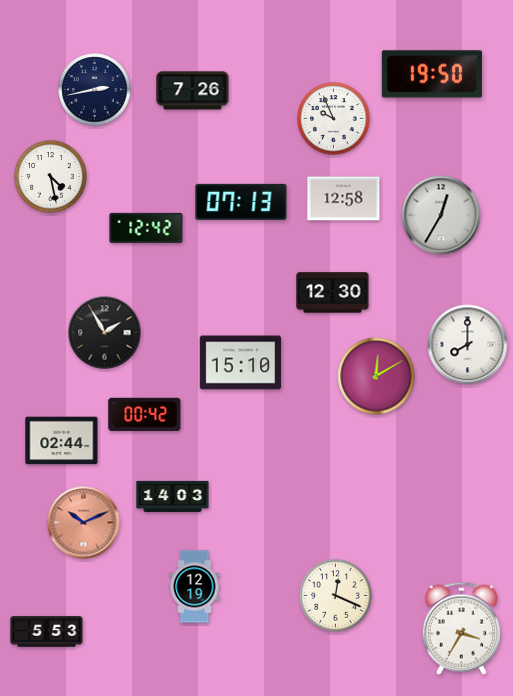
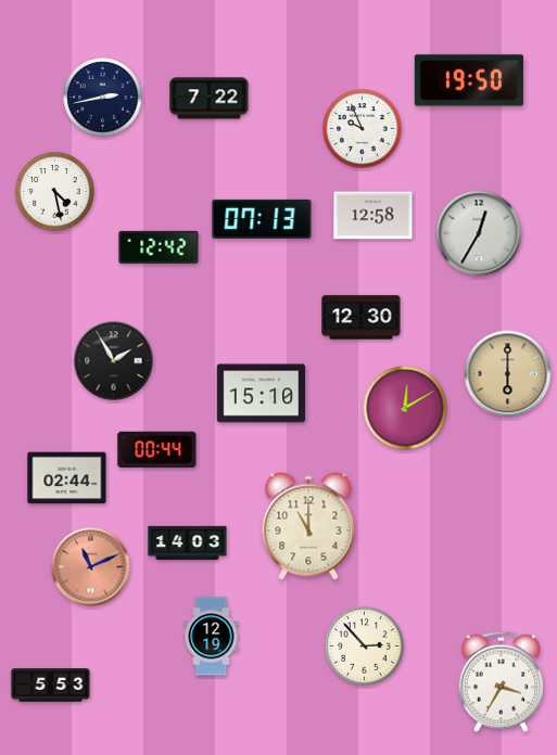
clock at (193, 91): 7:26 -> 7:22
clock at (468, 345): 8:00 -> 6:00
clock at (468, 345) dial: white -> champagne
clock at (376, 376) position: (376, 376) -> (405, 408)
clock at (145, 414): 00:42 -> 00:44
clock at (308, 526): none -> 11:00
clock at (173, 496) position: (173, 496) -> (188, 542)
clock at (84, 523): 10:11 -> 11:11
clock at (336, 596): 12:19 -> 2:53
